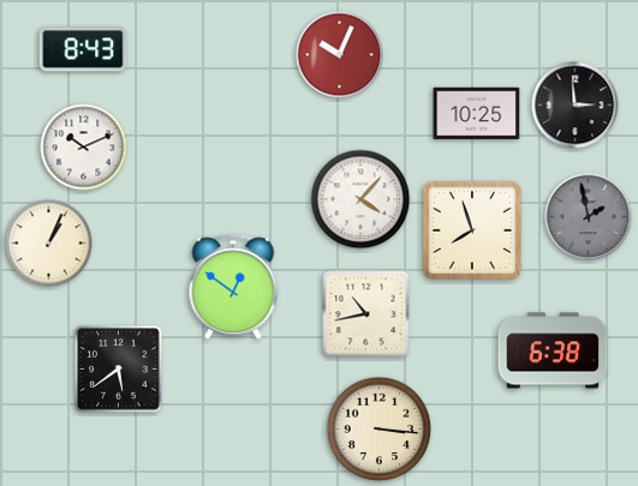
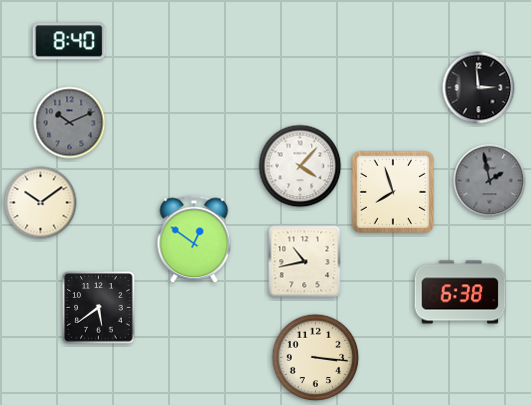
clock at (83, 49): 8:43 -> 8:40
clock at (340, 55): 10:04 -> none
clock at (477, 114): 10:25 -> none
clock at (84, 148) dial: white -> grey
clock at (49, 244): 1:04 -> 10:09
